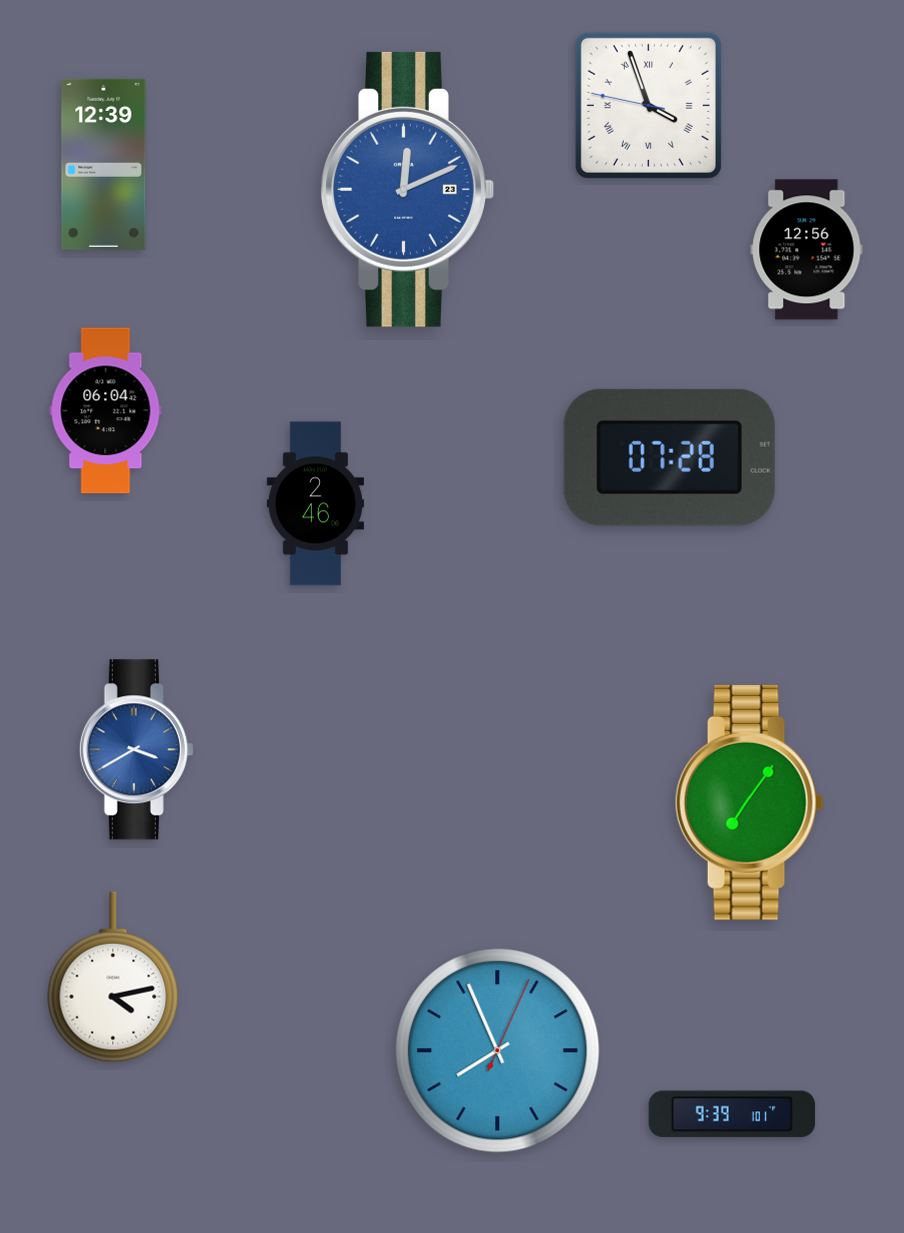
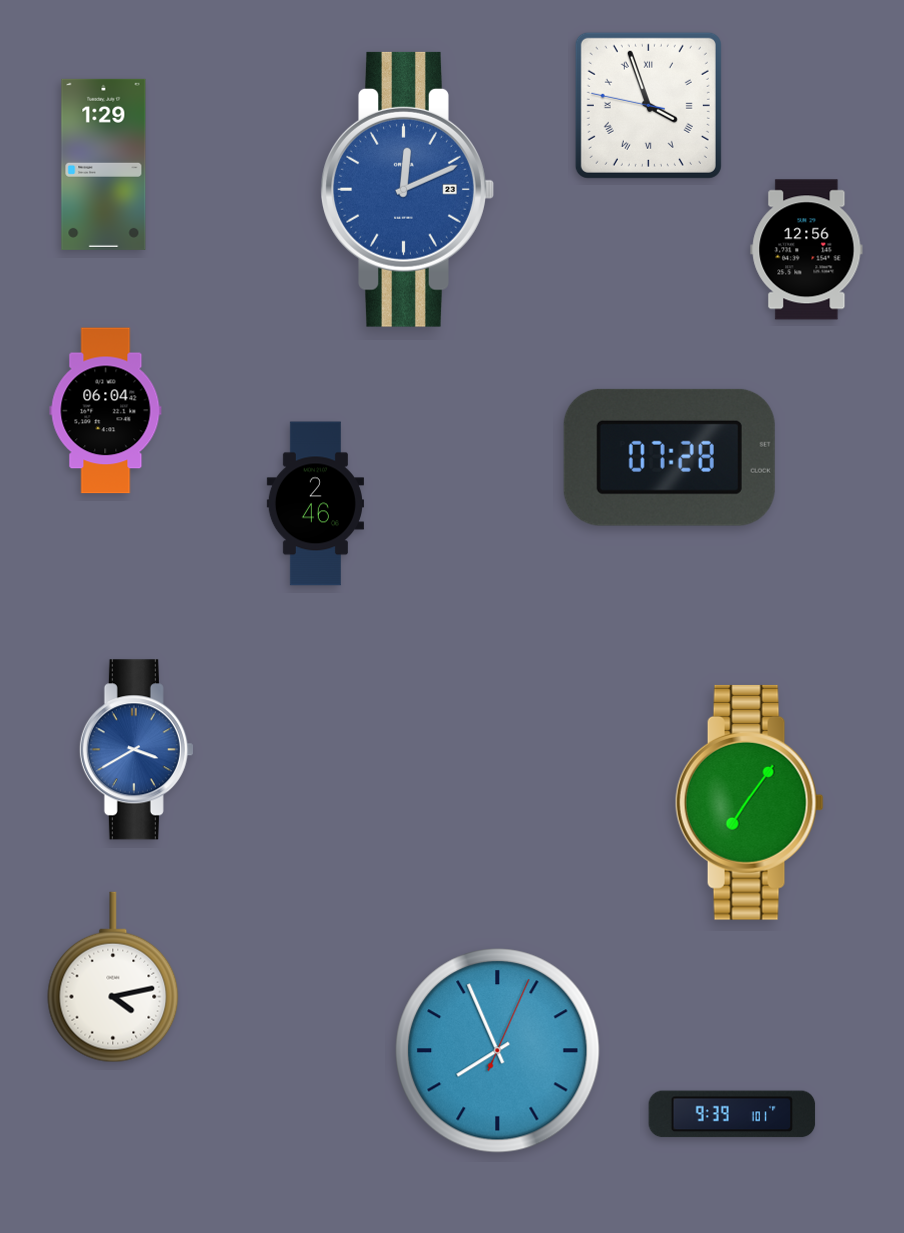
clock at (104, 164): 12:39 -> 1:29
